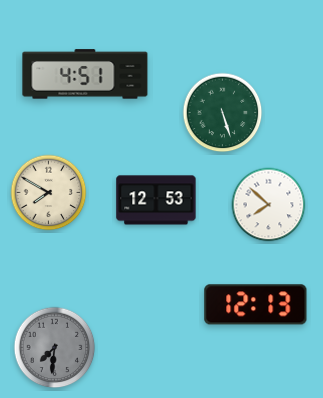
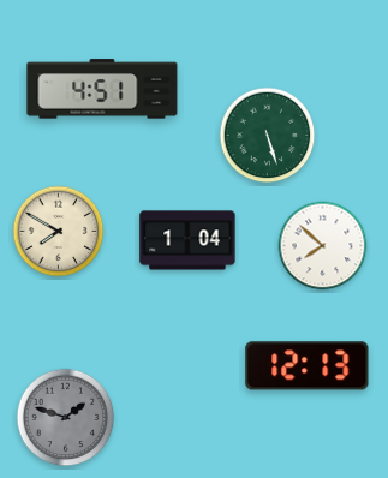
clock at (156, 200): 12:53 -> 1:04
clock at (55, 348): 7:31 -> 1:48
